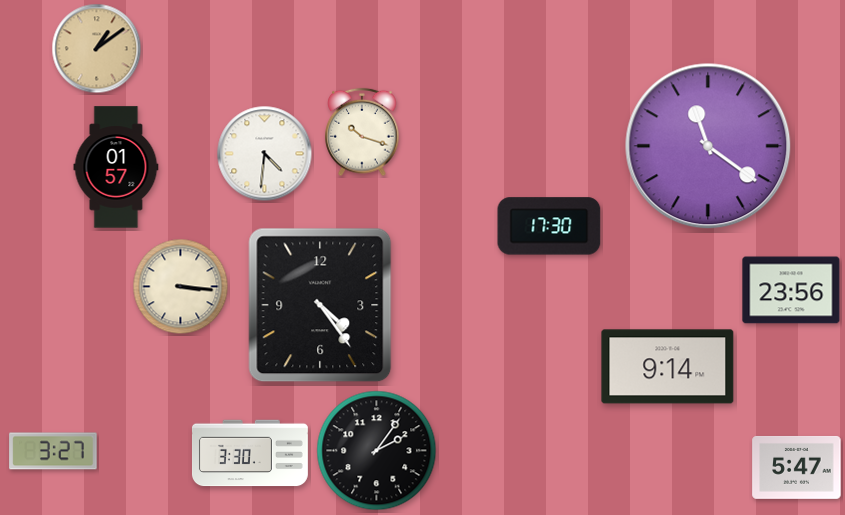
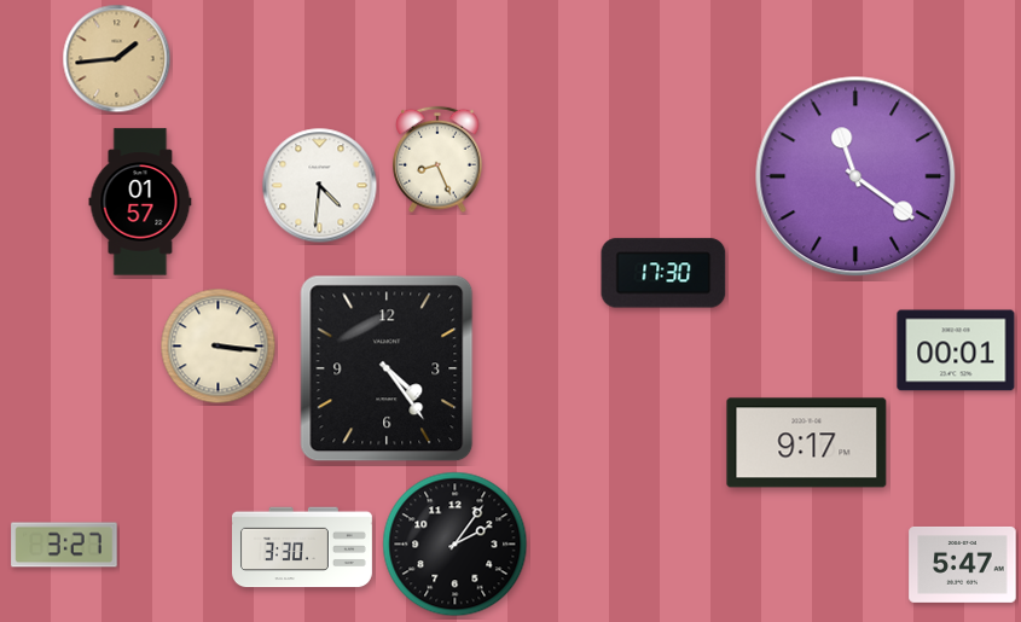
clock at (97, 49): 1:09 -> 1:44
clock at (362, 132): 10:18 -> 8:26
clock at (791, 290): 23:56 -> 00:01
clock at (668, 367): 9:14 -> 9:17
